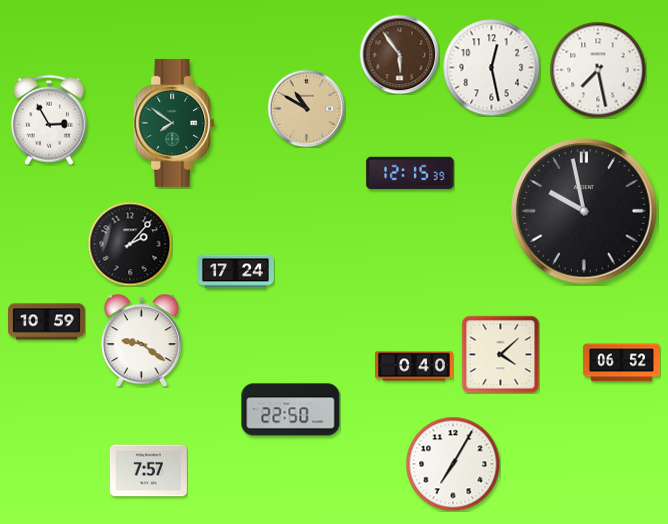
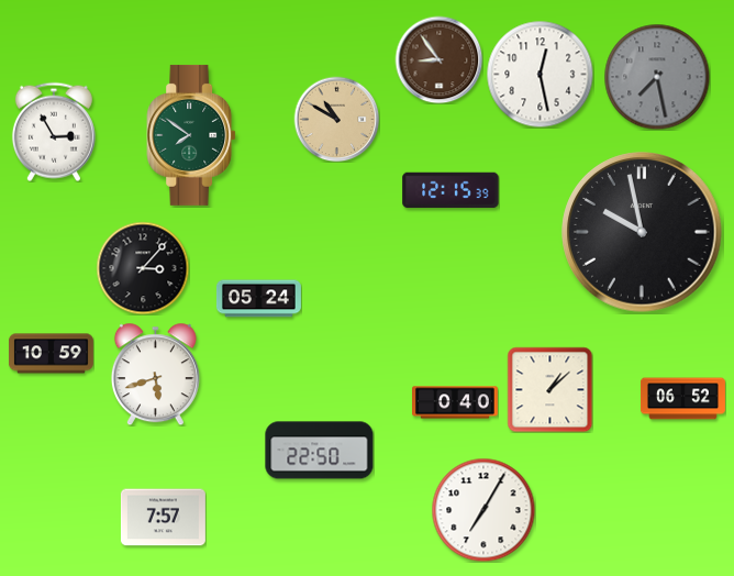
clock at (399, 54): 5:54 -> 8:54
clock at (598, 70) dial: white -> grey
clock at (130, 244): 2:07 -> 3:07
clock at (235, 272): 17:24 -> 05:24
clock at (141, 340): 9:21 -> 5:42
clock at (500, 354): 4:08 -> 1:08
clock at (453, 464) position: (453, 464) -> (483, 510)
